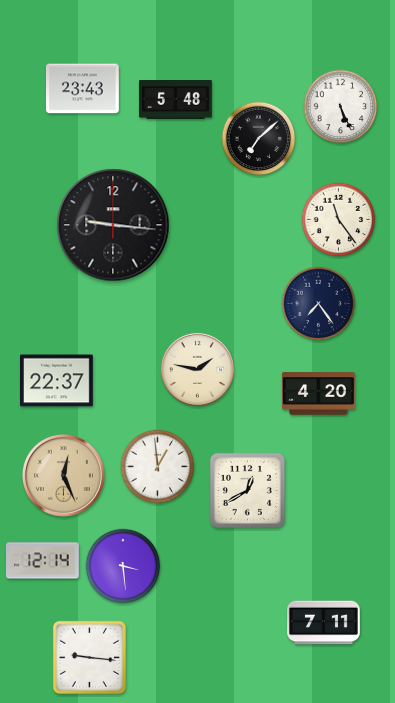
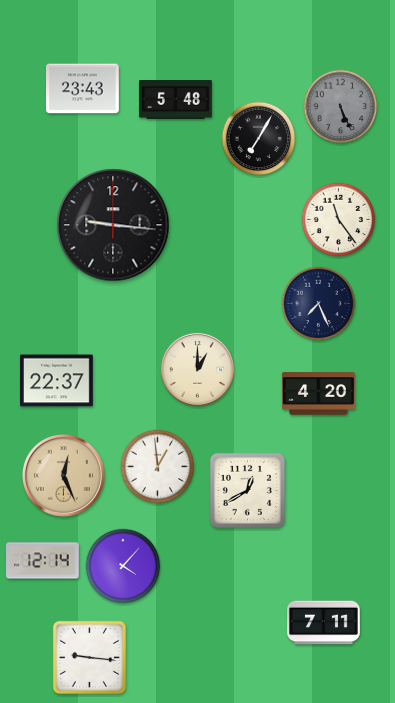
clock at (341, 107) dial: white -> grey
clock at (259, 139): 7:08 -> 7:05
clock at (319, 304): 7:24 -> 7:26
clock at (197, 369): 1:47 -> 1:00
clock at (123, 566): 3:29 -> 4:07
